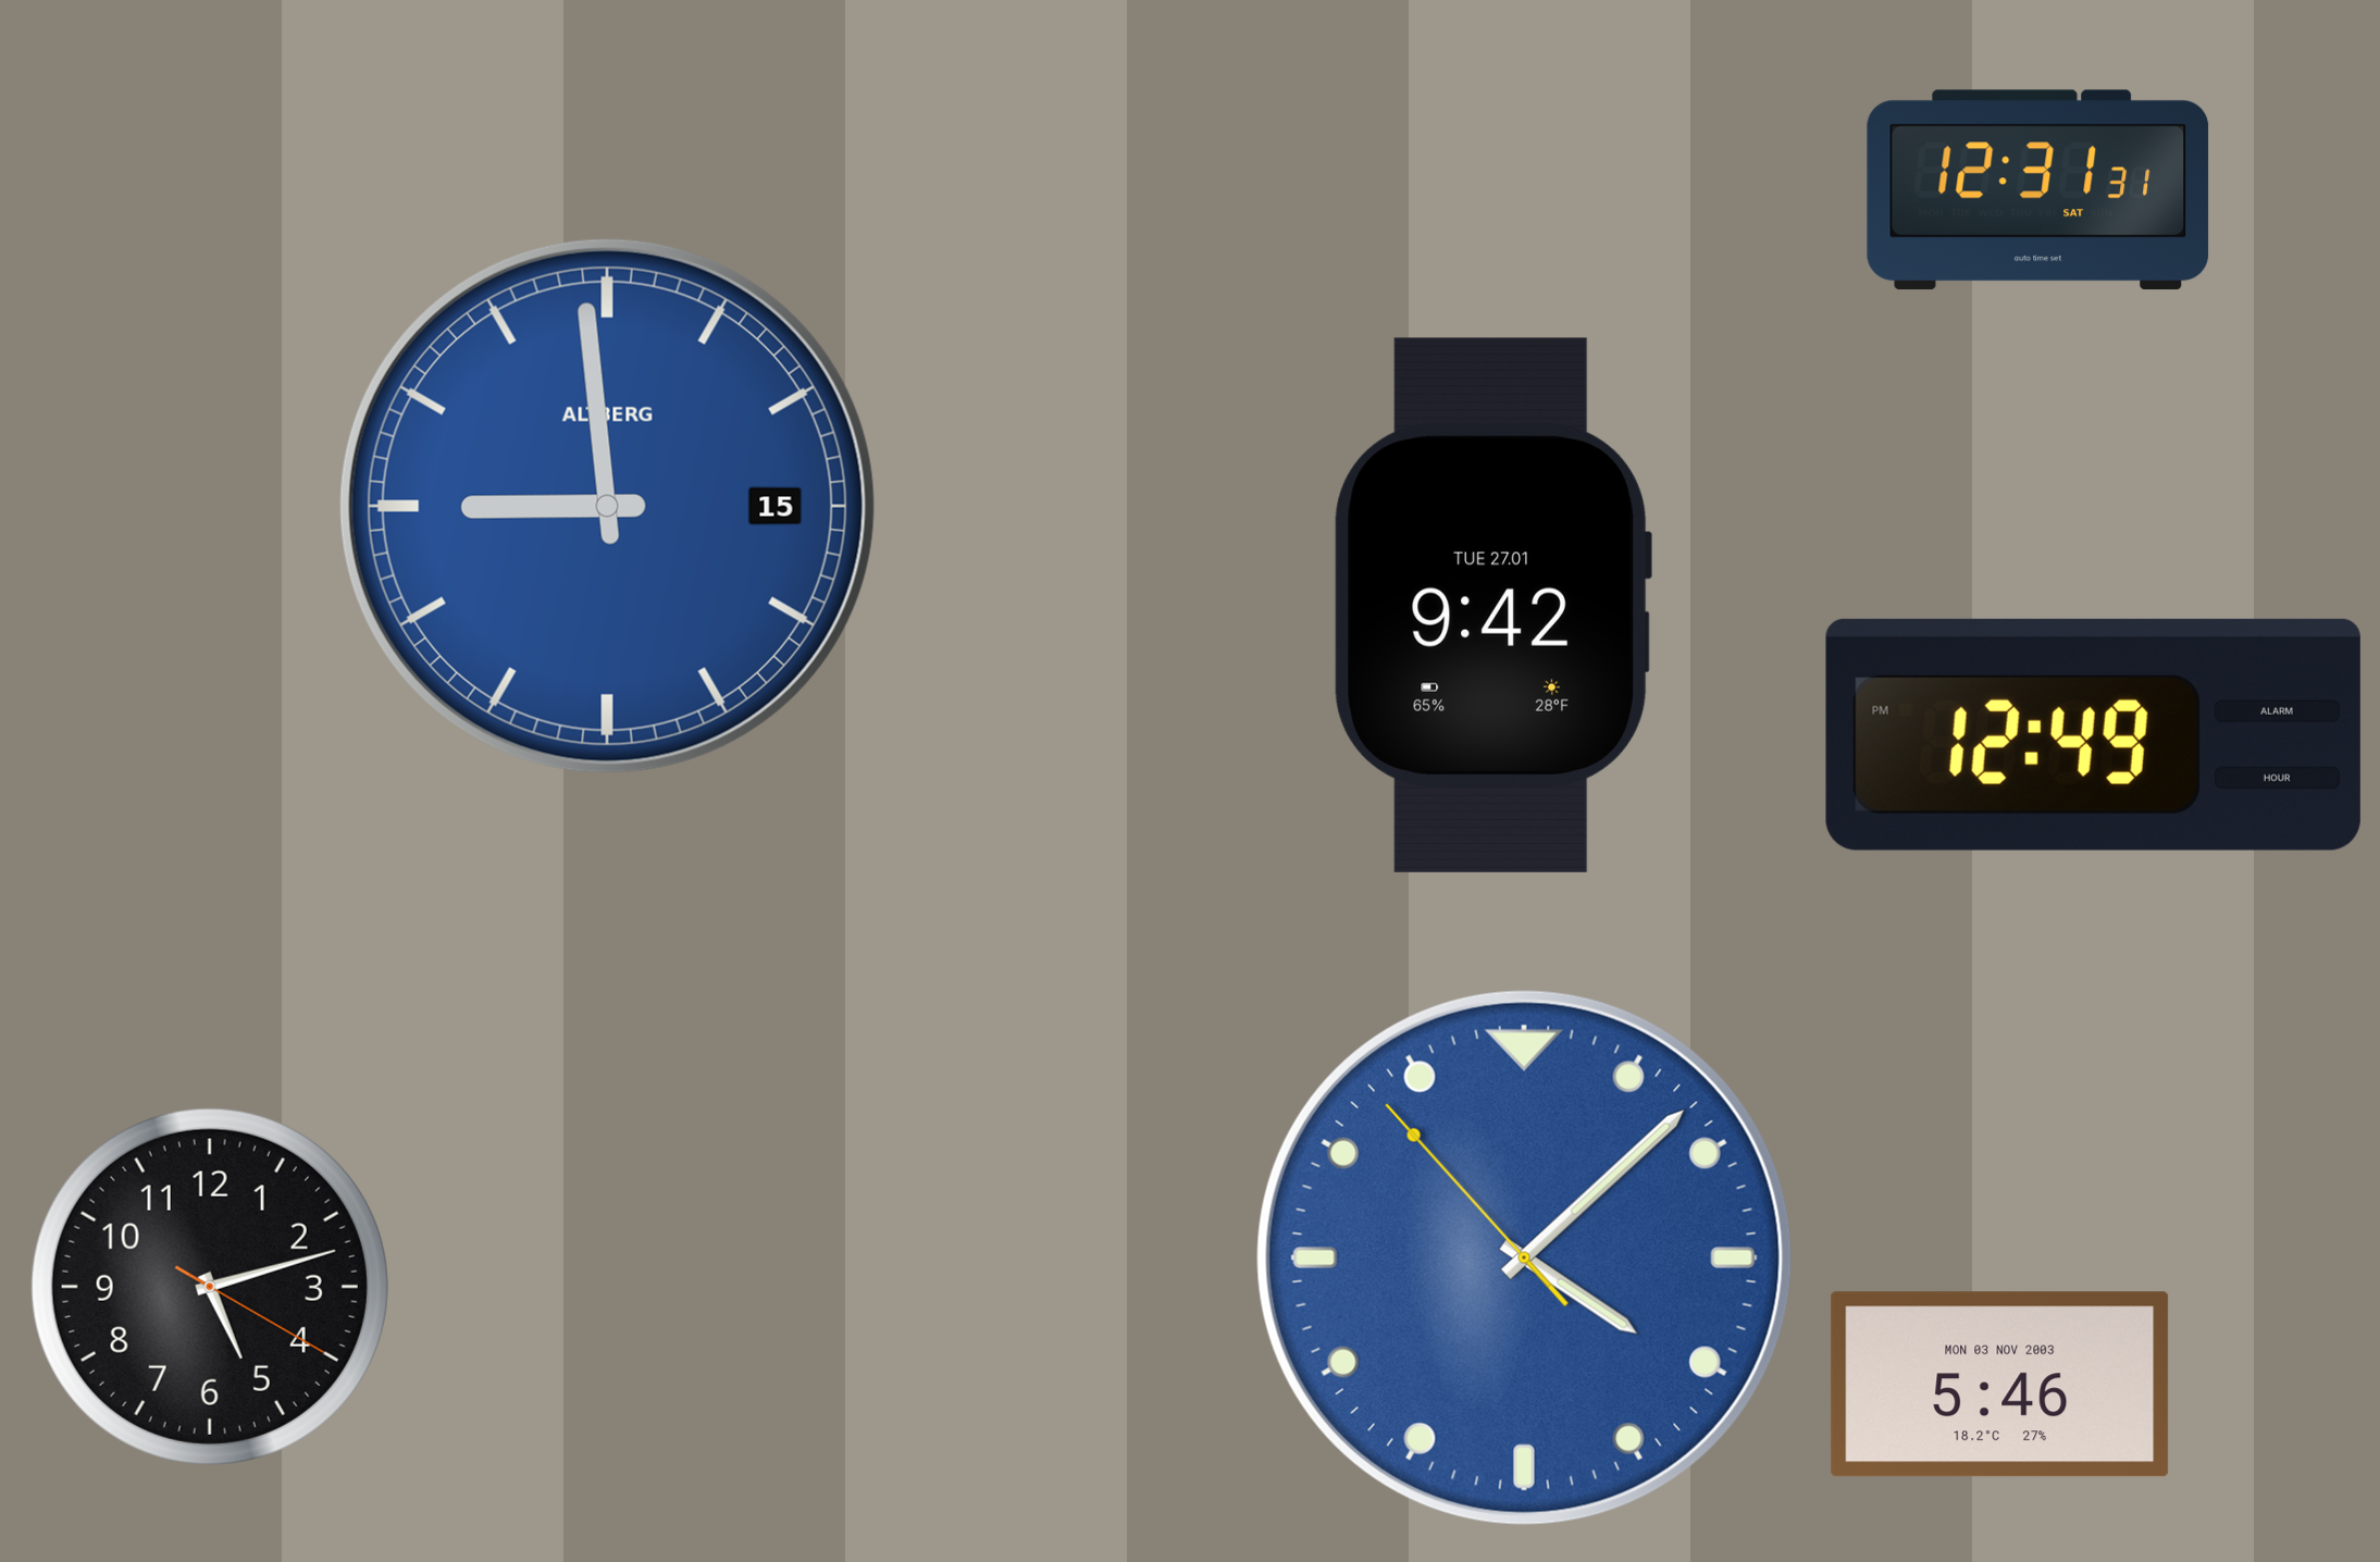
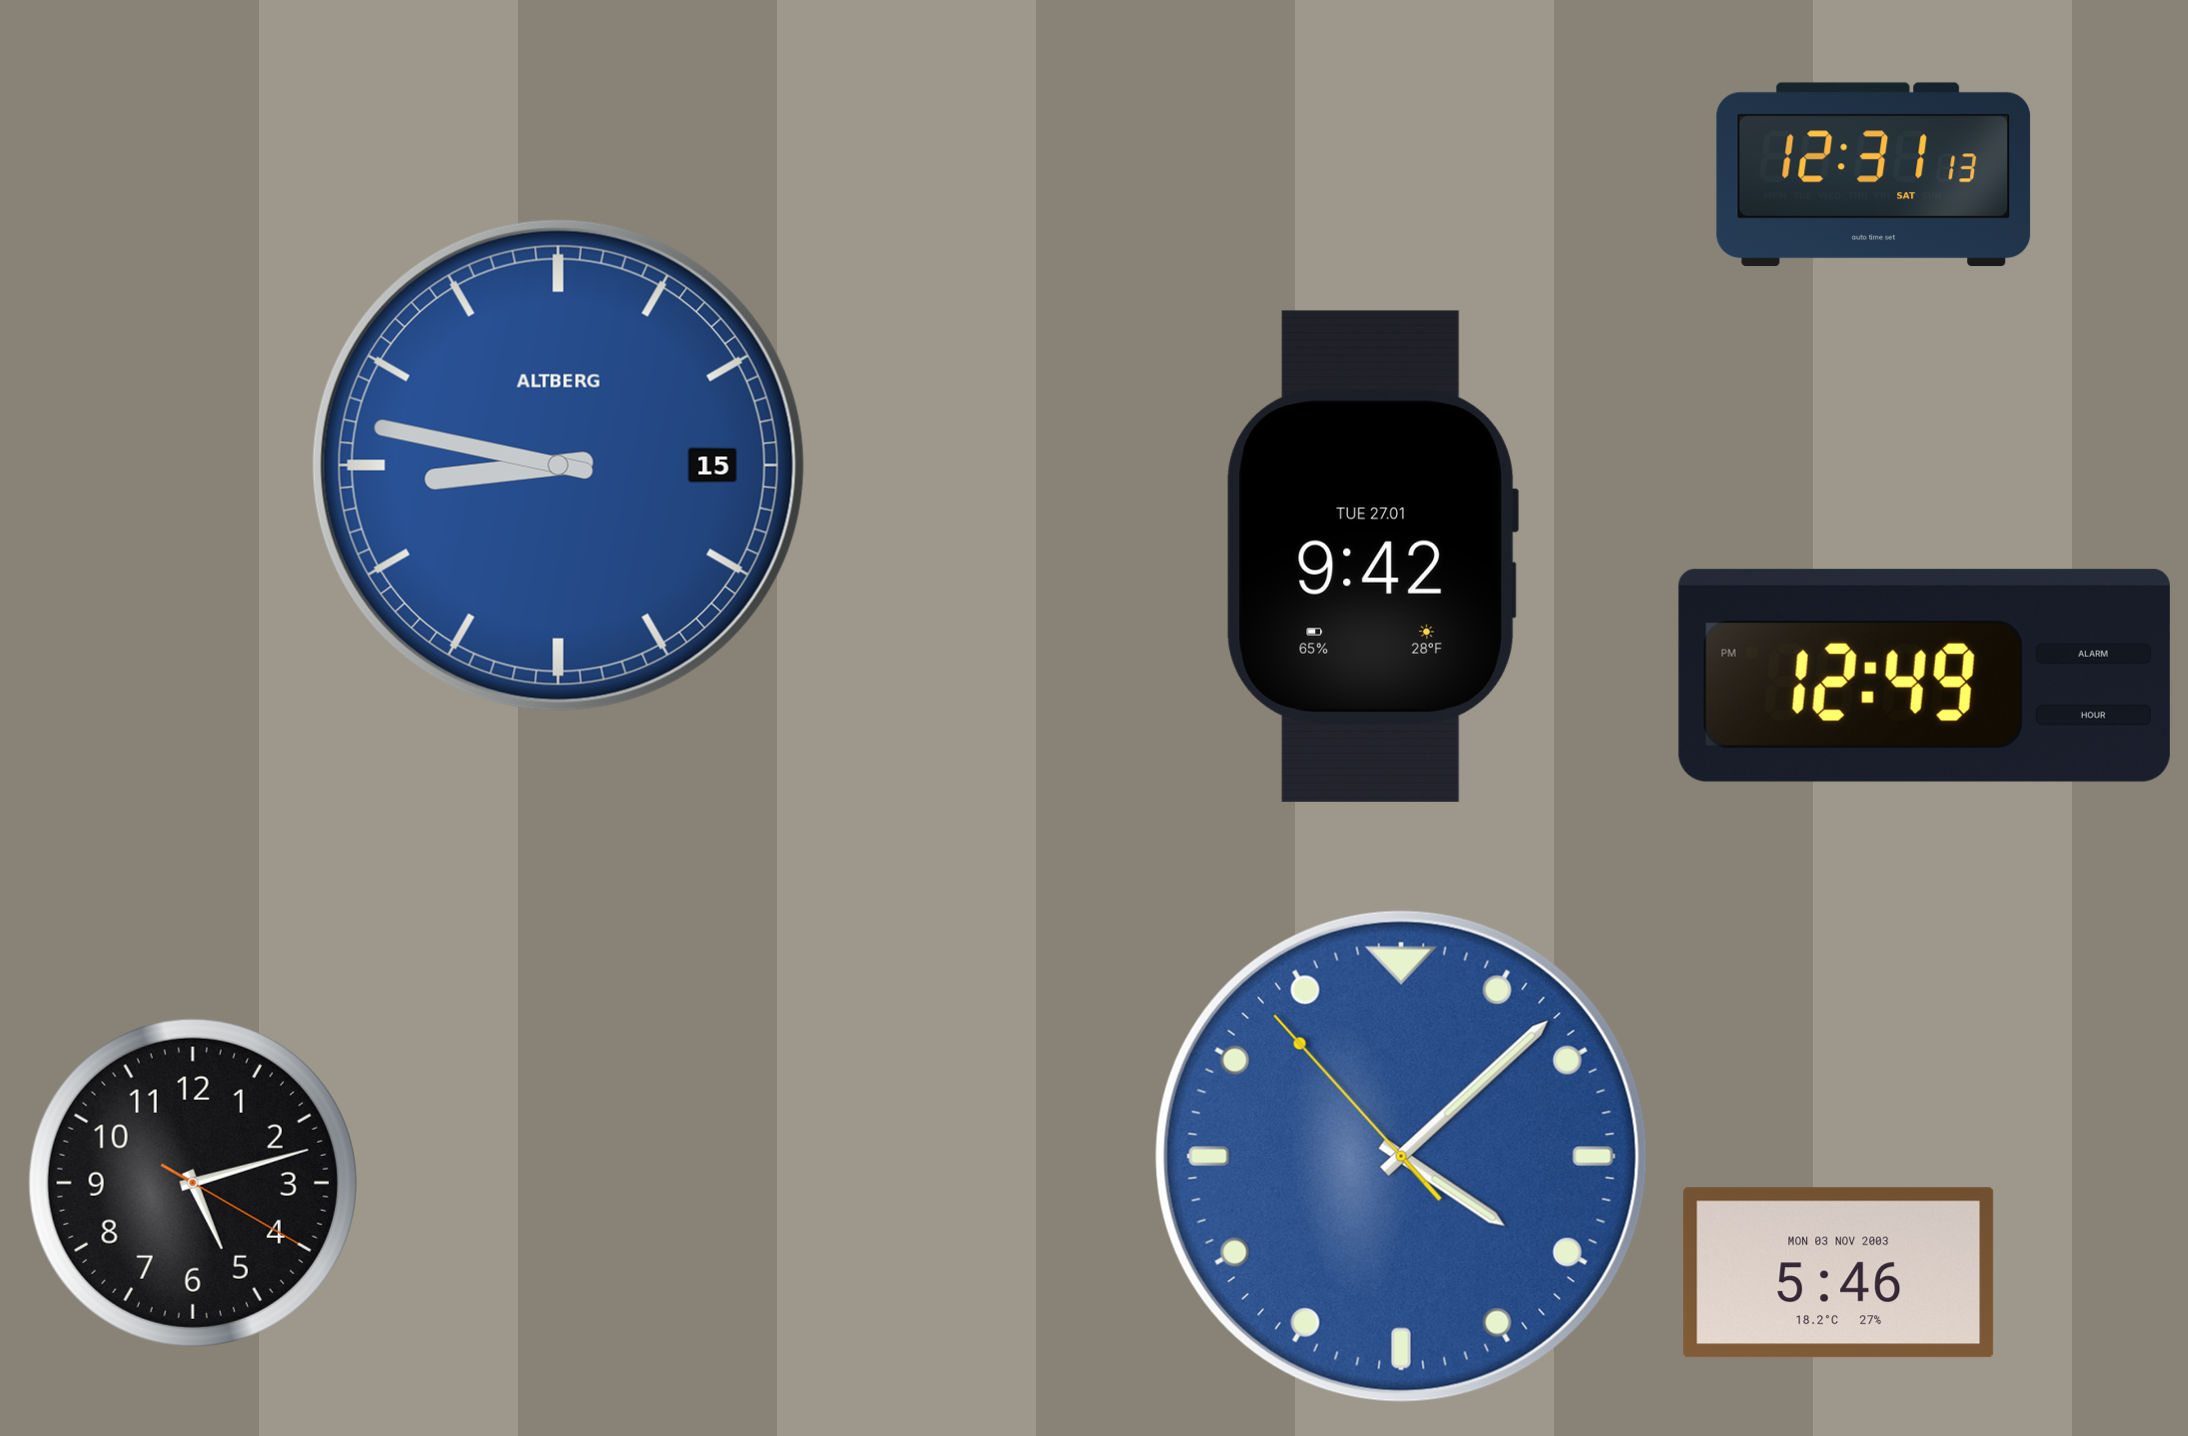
clock at (2038, 190): 12:31:31 -> 12:31:13
clock at (607, 506): 8:59 -> 8:47
